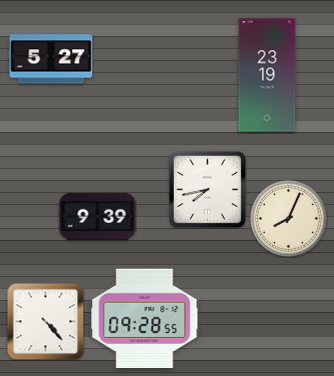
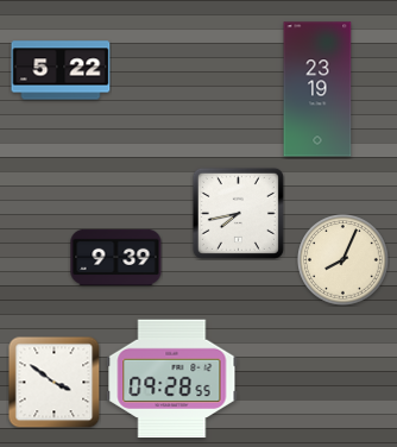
clock at (51, 59): 5:27 -> 5:22
clock at (207, 189) position: (207, 189) -> (238, 213)
clock at (45, 321): 4:23 -> 3:51
